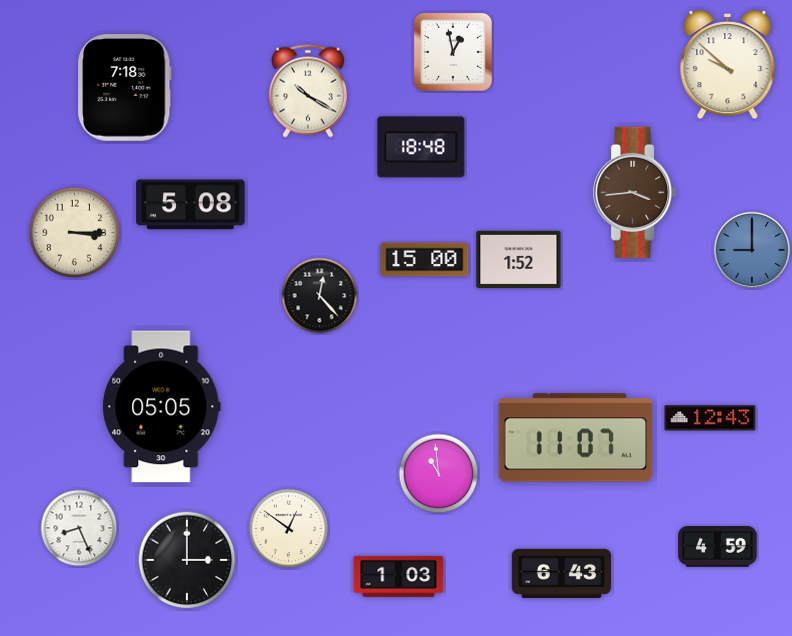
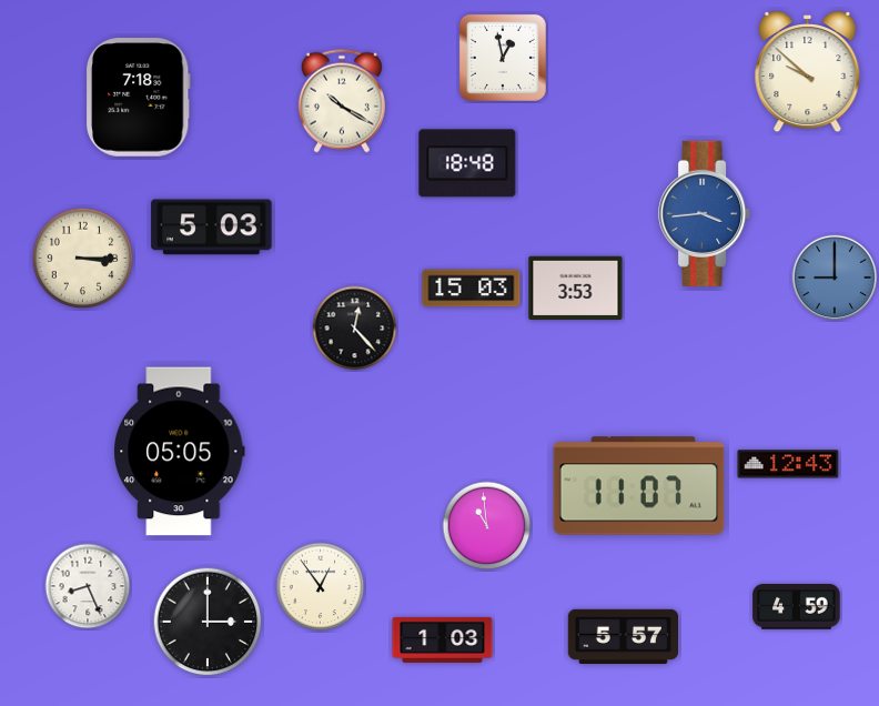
clock at (635, 192) dial: brown -> blue
clock at (191, 205): 5:08 -> 5:03
clock at (425, 260): 15:00 -> 15:03
clock at (519, 260): 1:52 -> 3:53
clock at (289, 529): 12:51 -> 12:54
clock at (561, 573): 6:43 -> 5:57
